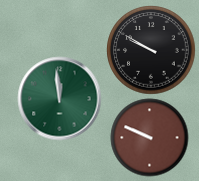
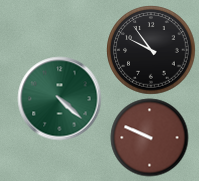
clock at (151, 50): 9:50 -> 9:54
clock at (59, 98): 11:59 -> 4:22
